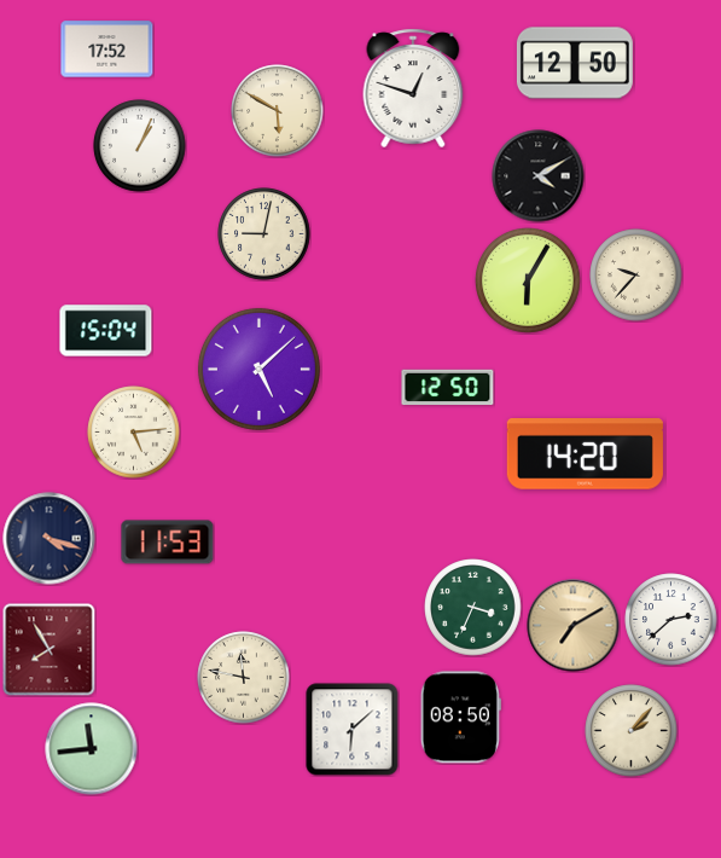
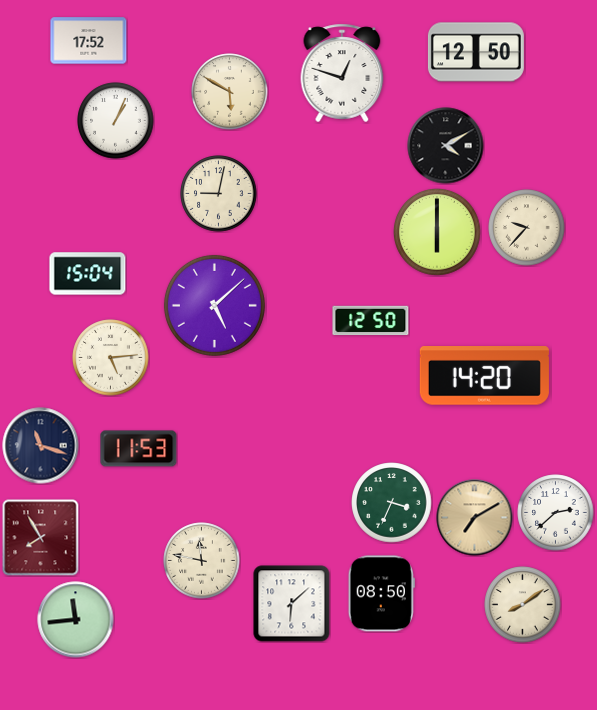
clock at (529, 282): 6:05 -> 6:00
clock at (50, 539): 4:18 -> 11:18
clock at (632, 731): 2:07 -> 8:09
